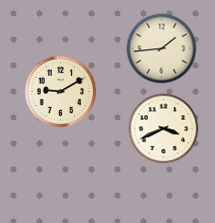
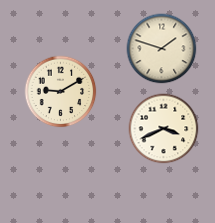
clock at (162, 49): 1:44 -> 1:48
